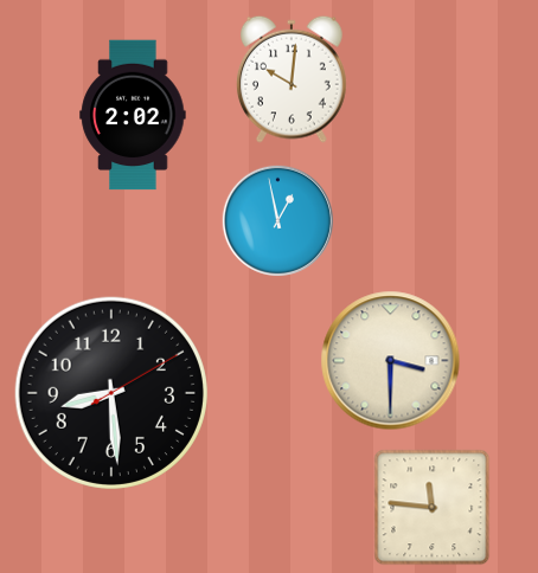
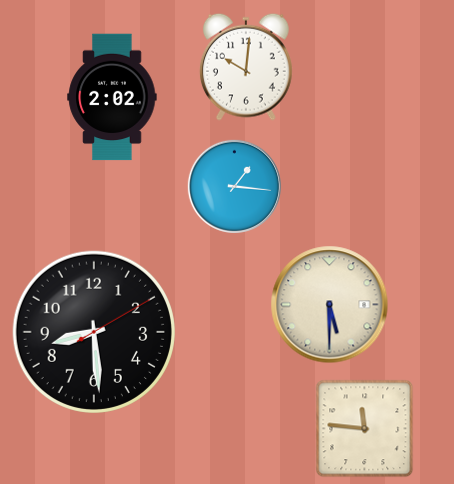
clock at (277, 220): 12:58 -> 1:16
clock at (391, 361): 3:30 -> 5:30
